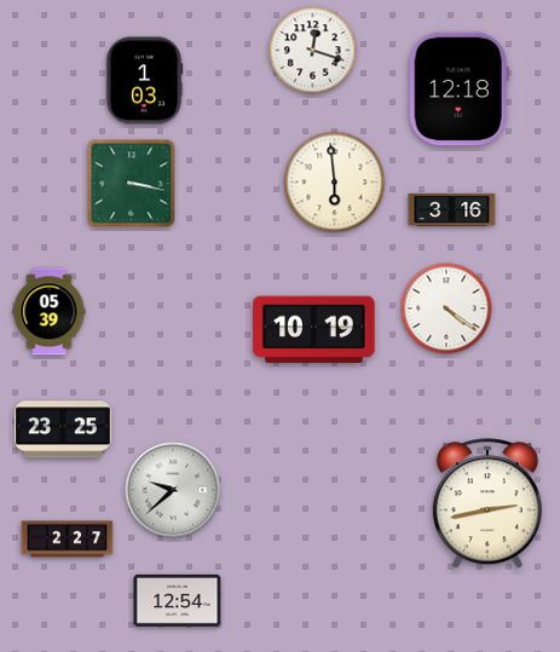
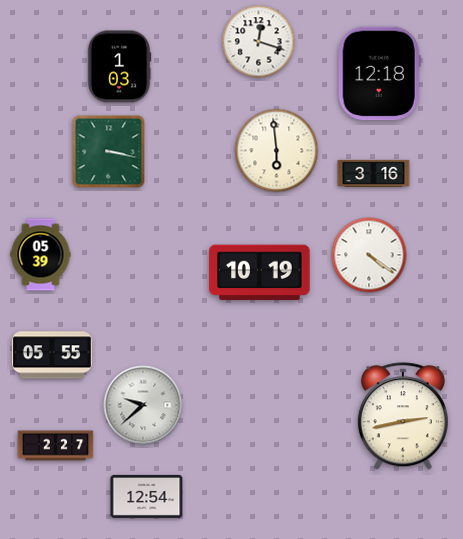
clock at (50, 312) position: (50, 312) -> (41, 255)
clock at (63, 429): 23:25 -> 05:55
